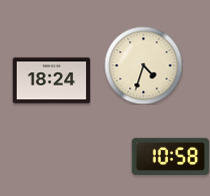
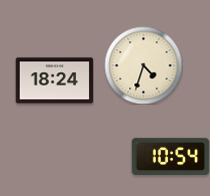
clock at (51, 81) position: (51, 81) -> (54, 81)
clock at (170, 156): 10:58 -> 10:54
